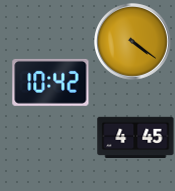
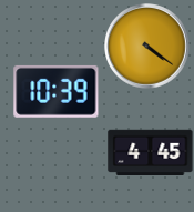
clock at (51, 82): 10:42 -> 10:39
